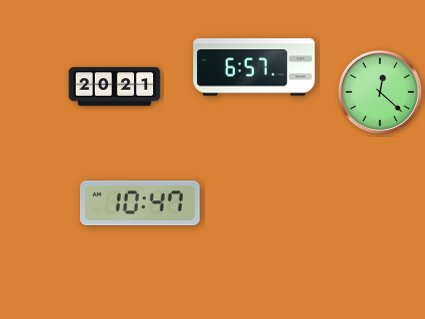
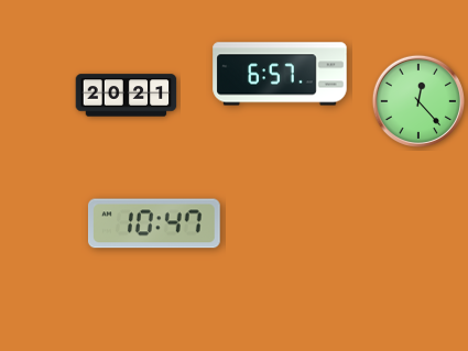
clock at (380, 92): 12:22 -> 12:23
